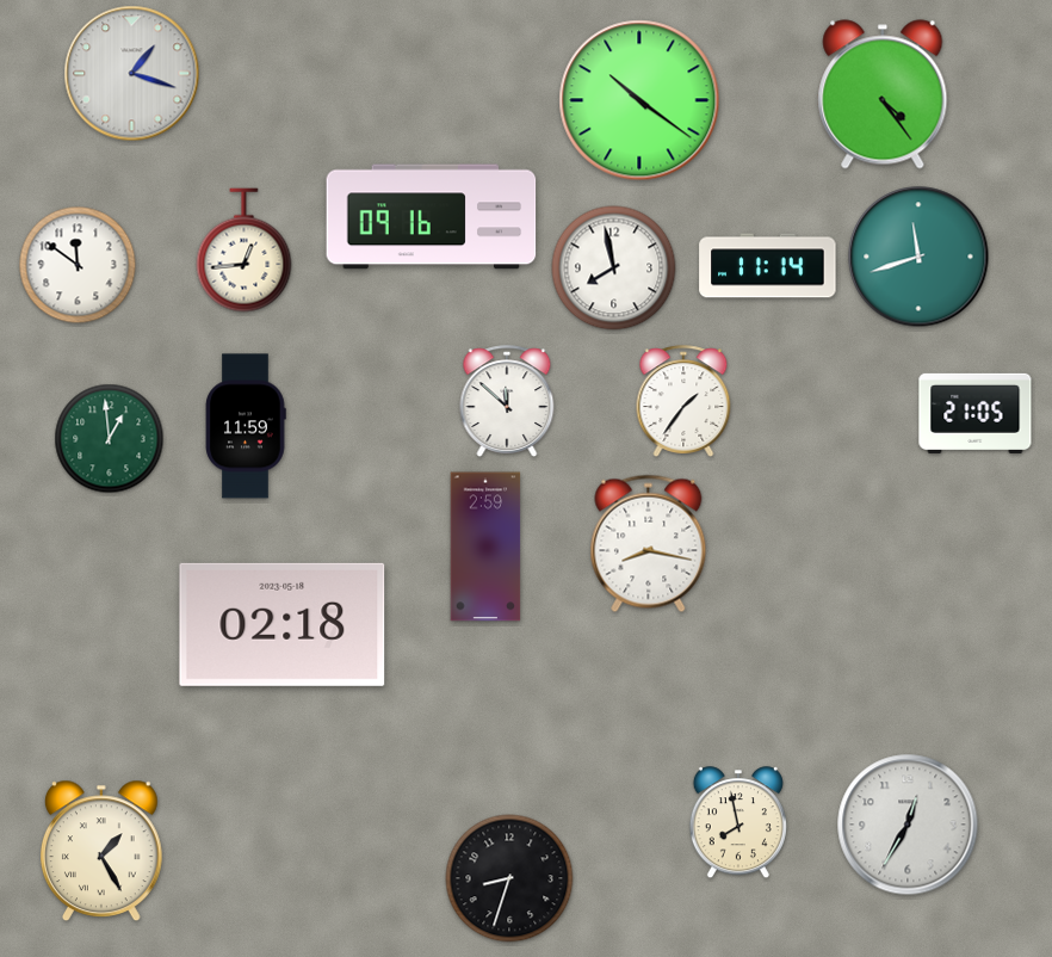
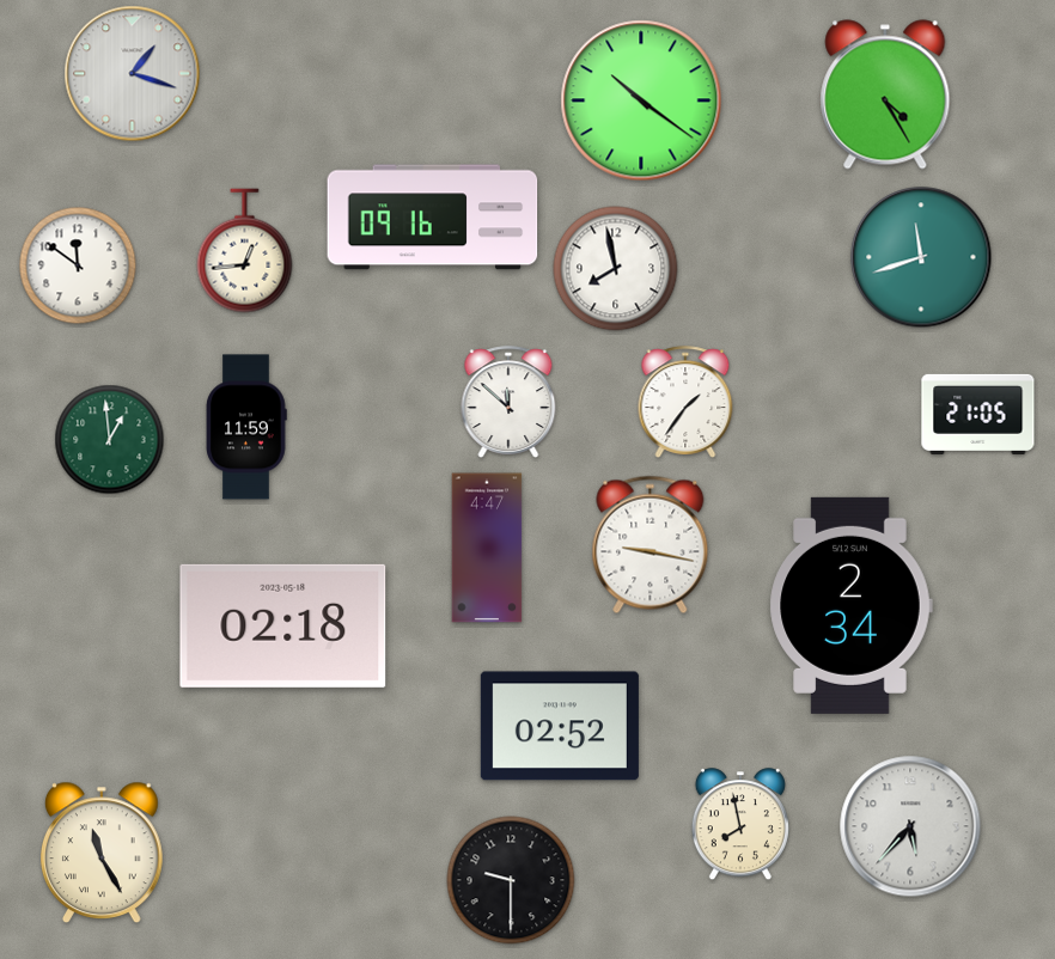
clock at (883, 94): 4:24 -> 4:25
clock at (768, 266): 11:14 -> none
clock at (649, 544): 8:17 -> 9:17
clock at (485, 547): 2:59 -> 4:47
clock at (850, 605): none -> 2:34
clock at (560, 726): none -> 02:52
clock at (908, 825): 12:35 -> 5:37
clock at (103, 851): 1:25 -> 11:25
clock at (509, 878): 8:33 -> 9:30
